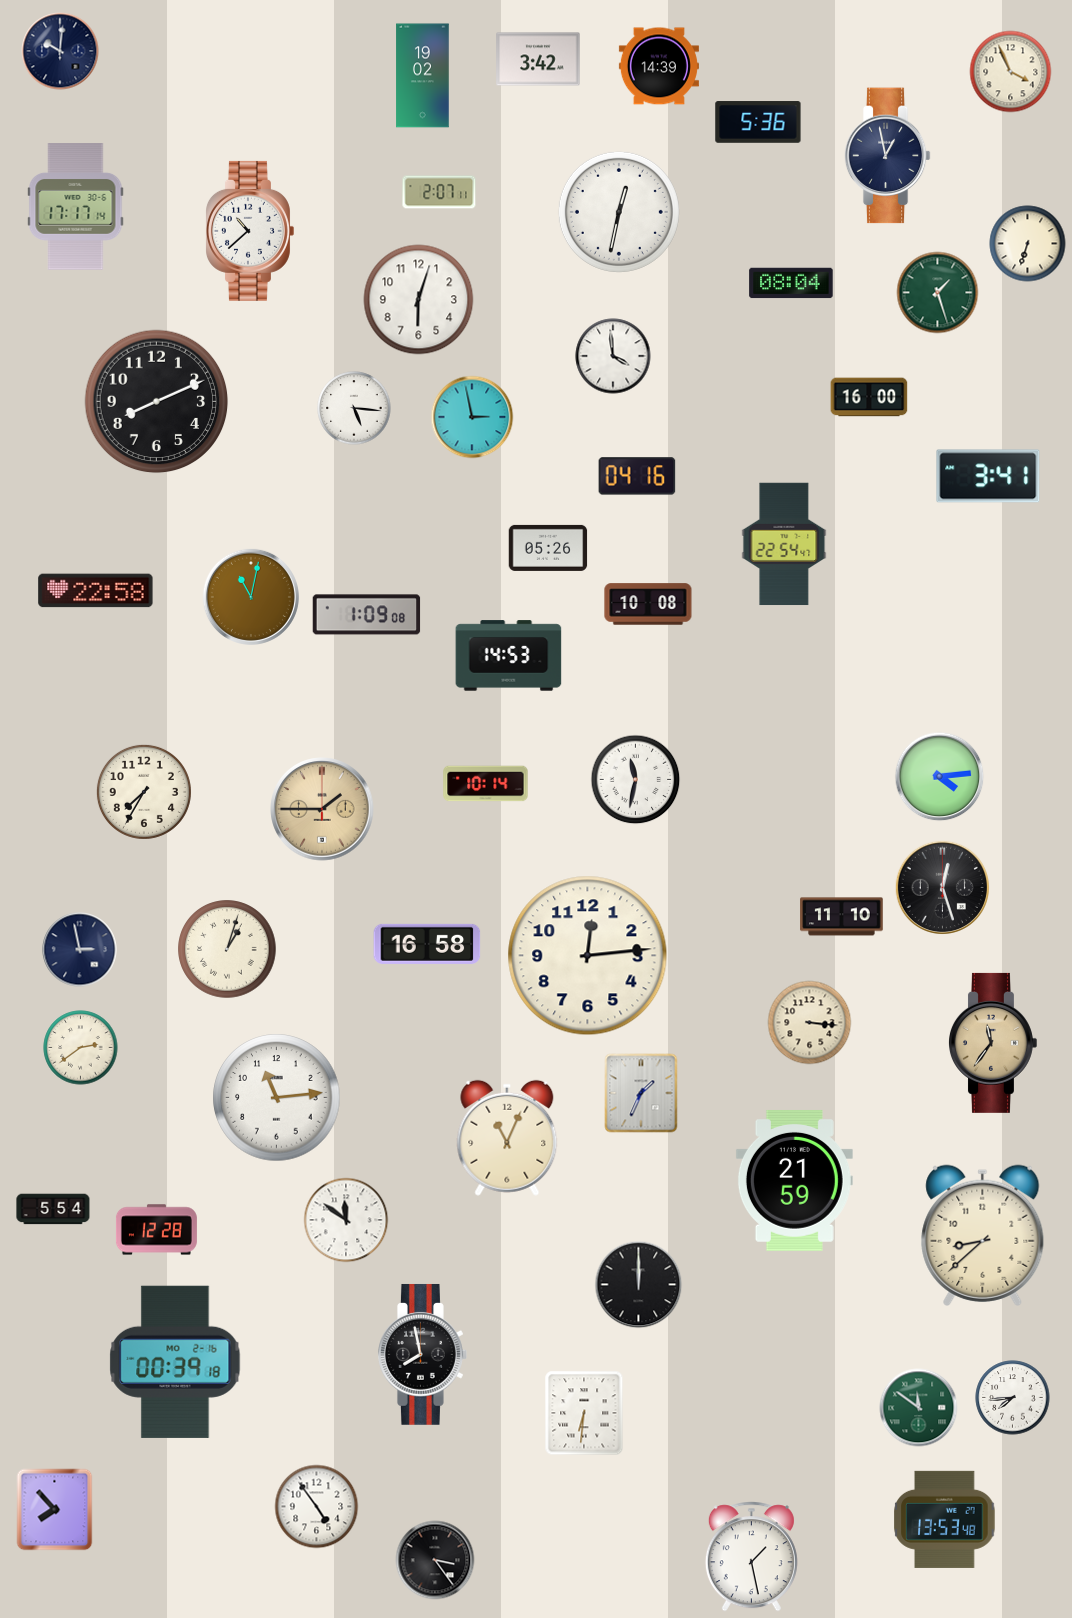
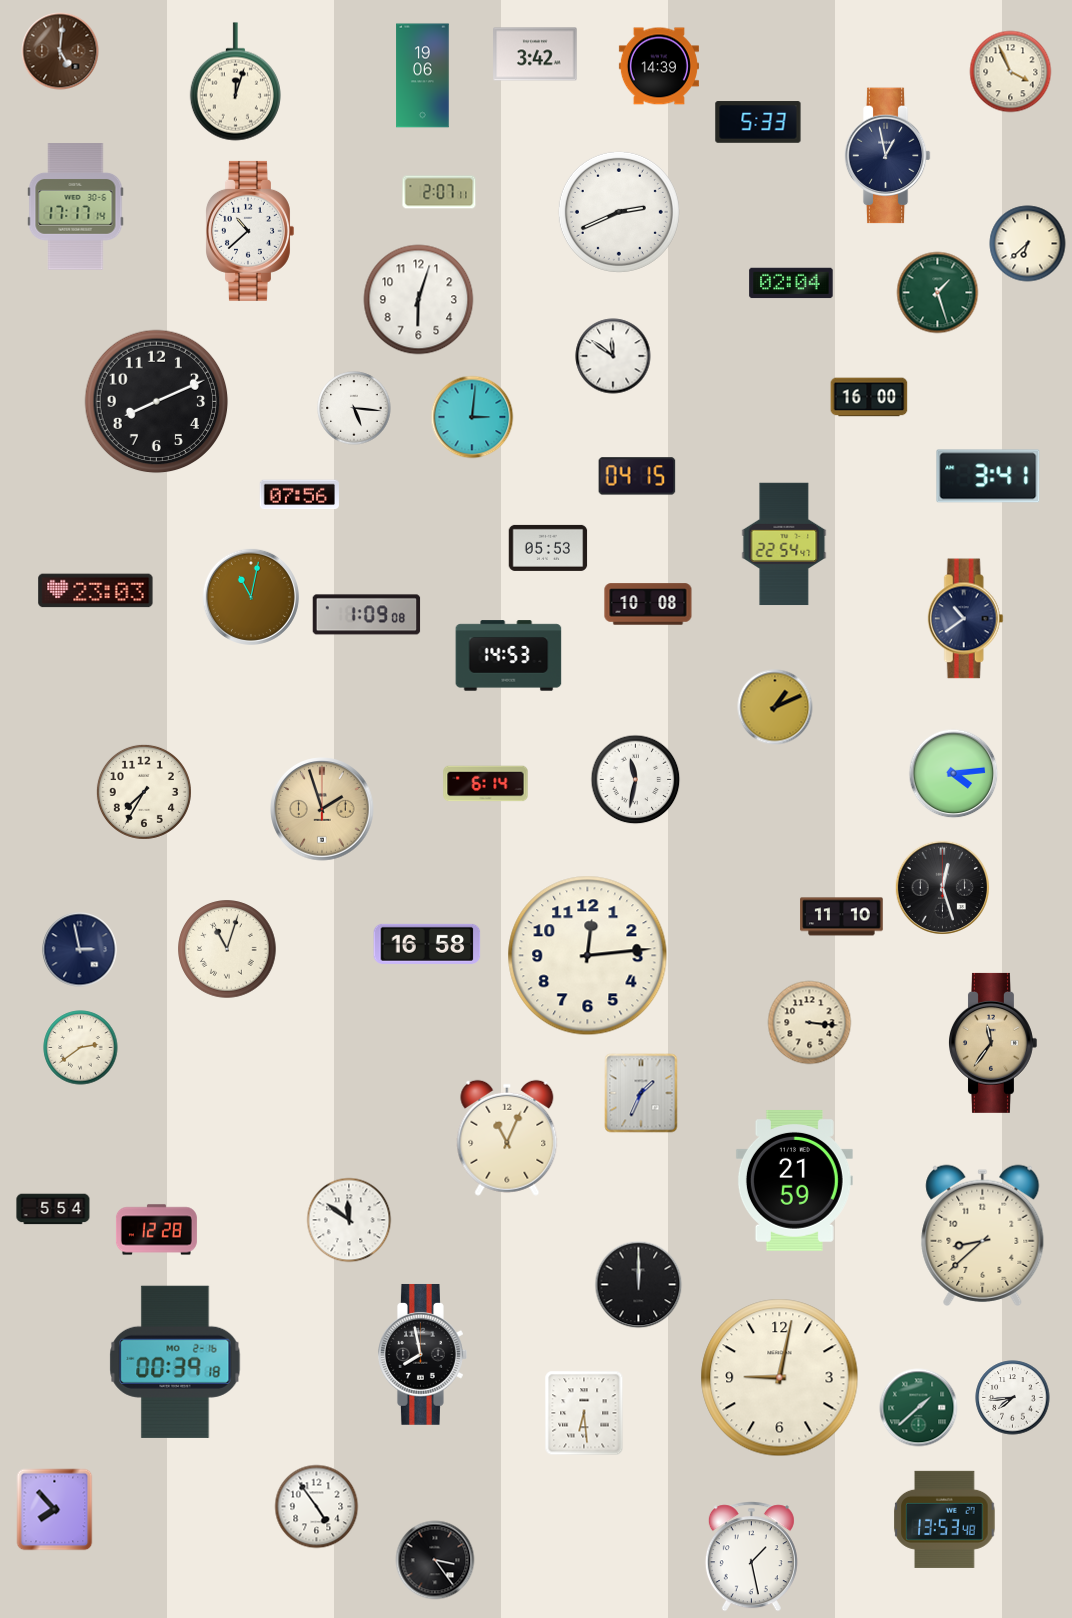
clock at (60, 51): 10:01 -> 5:01
clock at (60, 51) dial: navy -> brown
clock at (538, 59) position: (538, 59) -> (535, 54)
clock at (423, 76): 19:02 -> 19:06
clock at (235, 82): none -> 12:03
clock at (758, 122): 5:36 -> 5:33
clock at (619, 212): 12:32 -> 2:41
clock at (1028, 244): 6:33 -> 6:38
clock at (791, 283): 08:04 -> 02:04
clock at (613, 356): 3:59 -> 11:51
clock at (472, 417): 2:58 -> 3:01
clock at (637, 476): 04:16 -> 04:15
clock at (299, 495): none -> 07:56
clock at (548, 548): 05:26 -> 05:53
clock at (96, 591): 22:58 -> 23:03
clock at (965, 619): none -> 10:39
clock at (775, 707): none -> 1:11
clock at (940, 777) position: (940, 777) -> (954, 774)
clock at (486, 784): 10:14 -> 6:14
clock at (322, 809): 1:45 -> 1:57
clock at (227, 949): 1:03 -> 11:03
clock at (277, 1098): 11:14 -> none
clock at (346, 1220) position: (346, 1220) -> (349, 1220)
clock at (780, 1378): none -> 9:02
clock at (919, 1408): 11:51 -> 1:38
clock at (584, 1413): 6:31 -> 6:29
